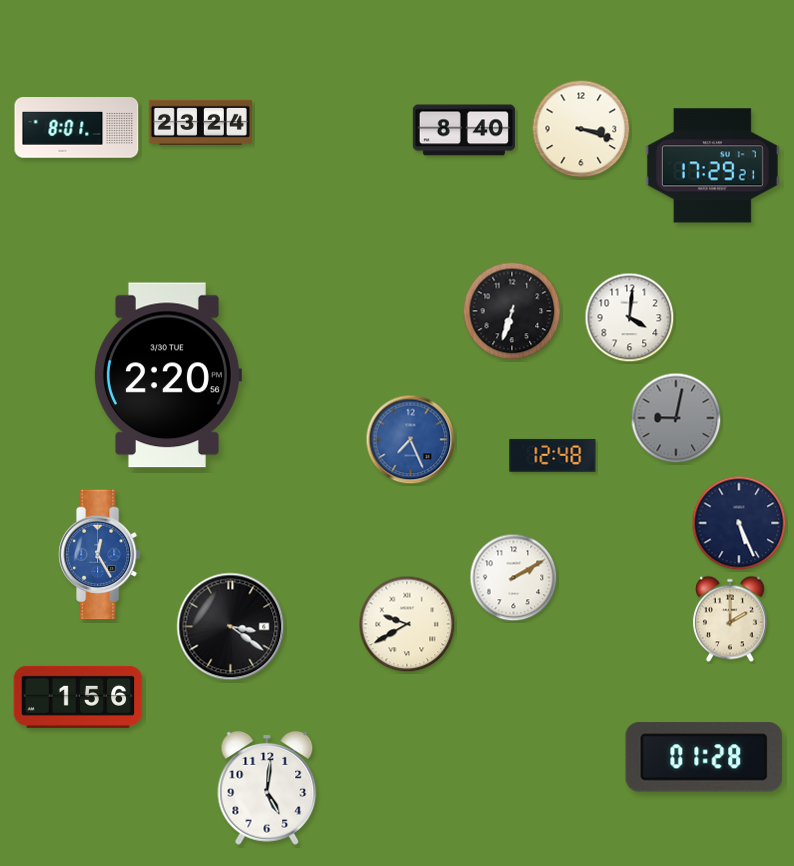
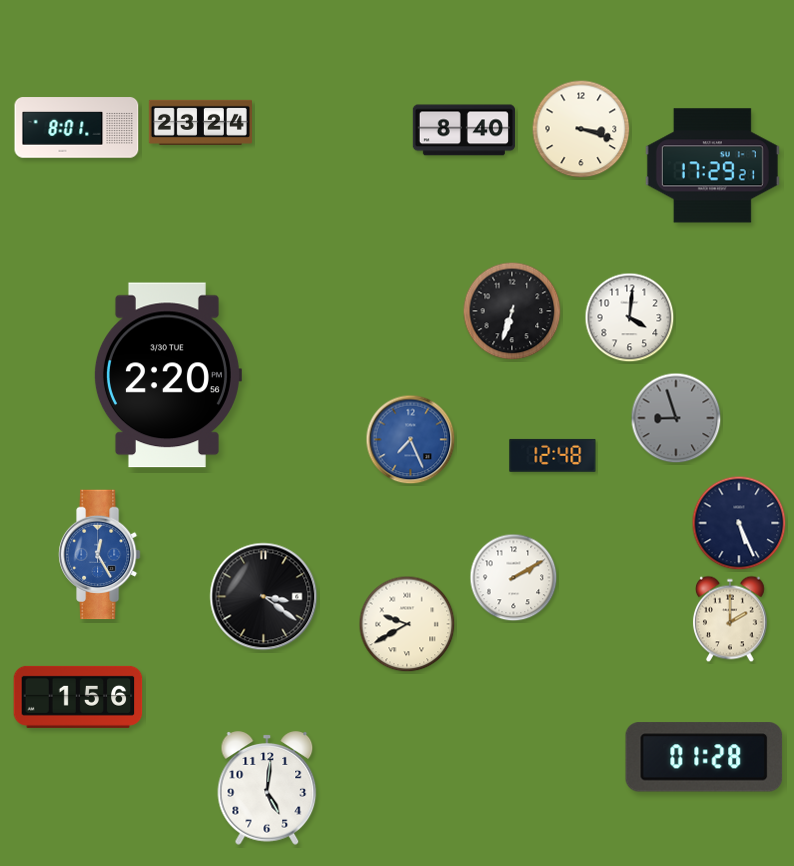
clock at (676, 418): 9:02 -> 8:57
clock at (231, 627) position: (231, 627) -> (264, 597)
